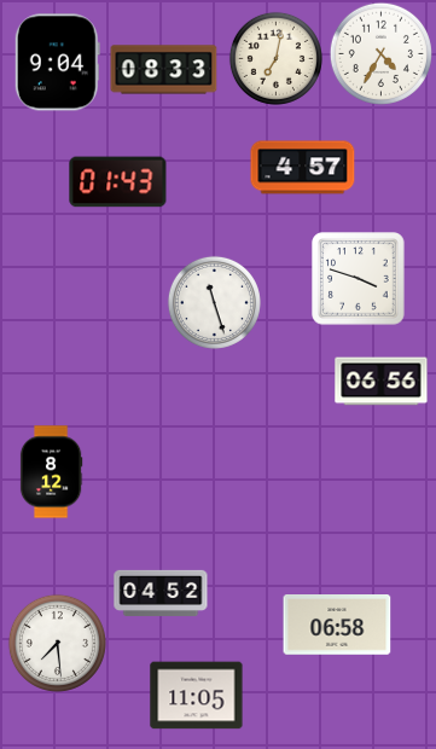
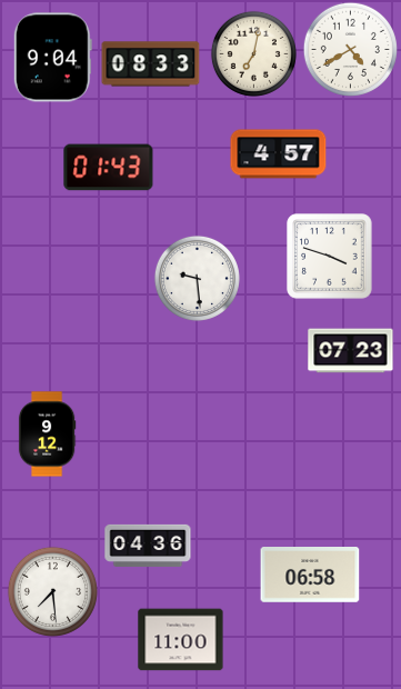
clock at (380, 53): 4:35 -> 4:40
clock at (214, 302): 11:27 -> 9:29
clock at (382, 382): 06:56 -> 07:23
clock at (51, 472): 8:12 -> 9:12
clock at (161, 593): 04:52 -> 04:36
clock at (197, 696): 11:05 -> 11:00
